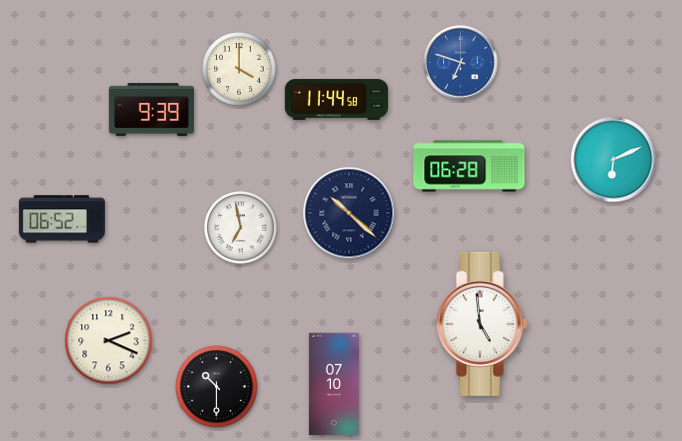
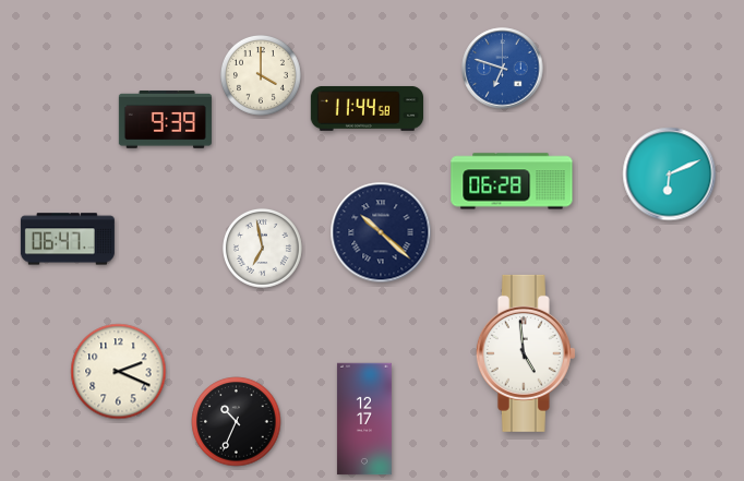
clock at (62, 219): 06:52 -> 06:47
clock at (334, 384): 07:10 -> 12:17
clock at (217, 387): 10:30 -> 10:34
